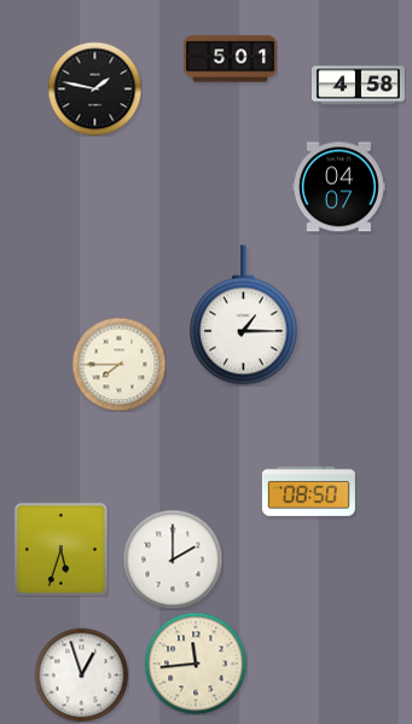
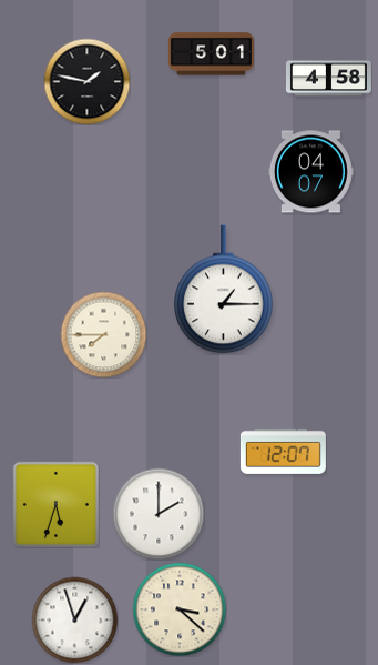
clock at (118, 364) position: (118, 364) -> (103, 334)
clock at (308, 491): 08:50 -> 12:07
clock at (196, 664): 11:44 -> 3:22
